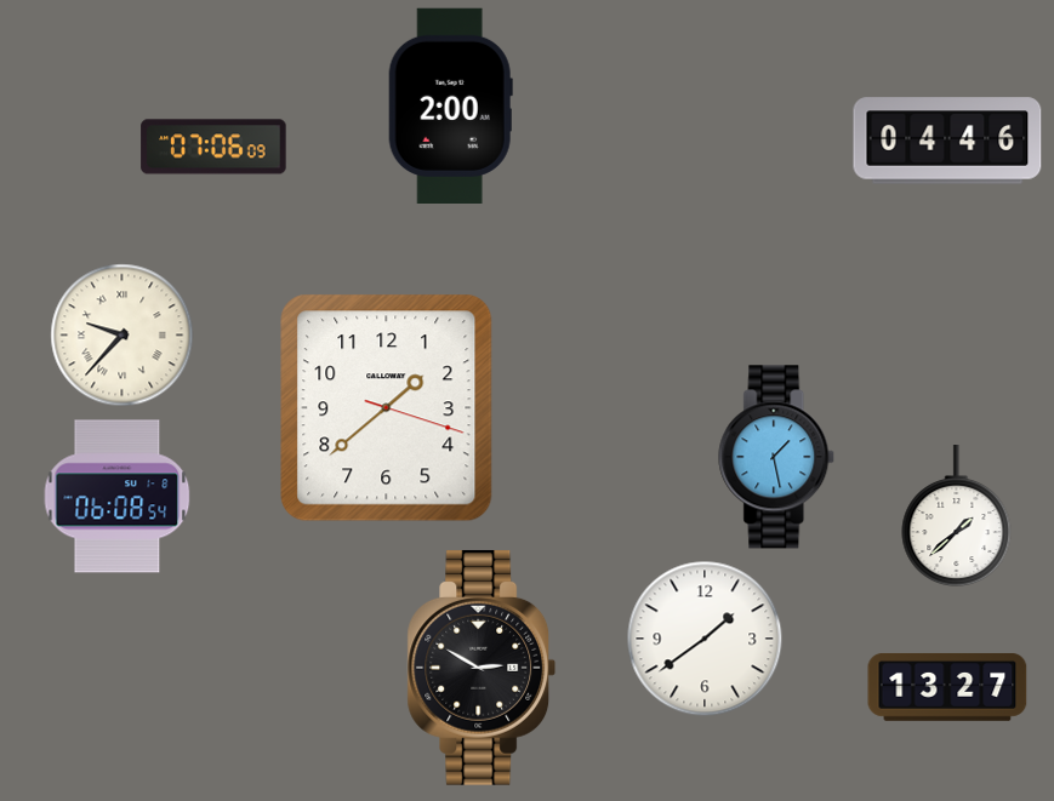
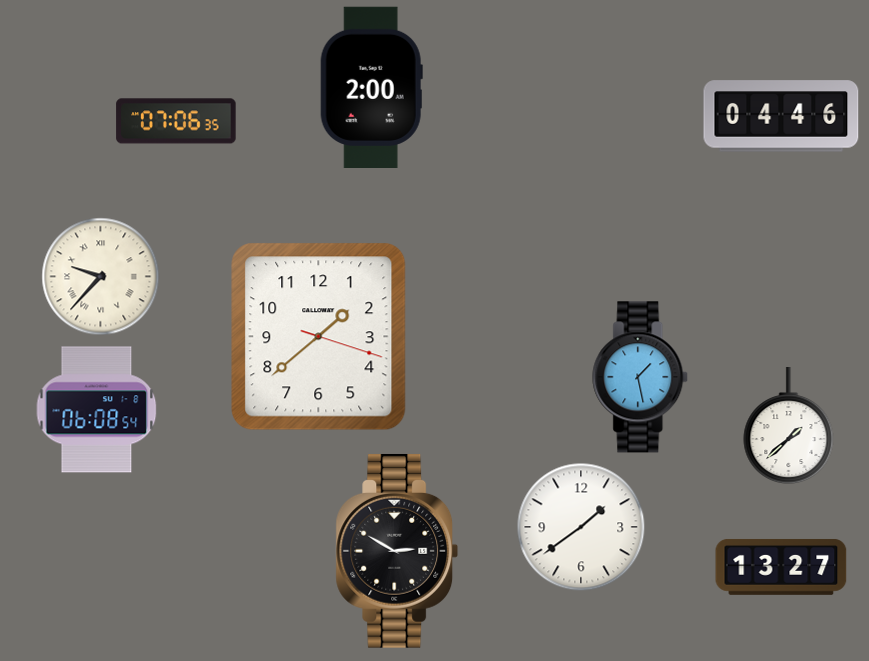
clock at (213, 147): 07:06:09 -> 07:06:35
